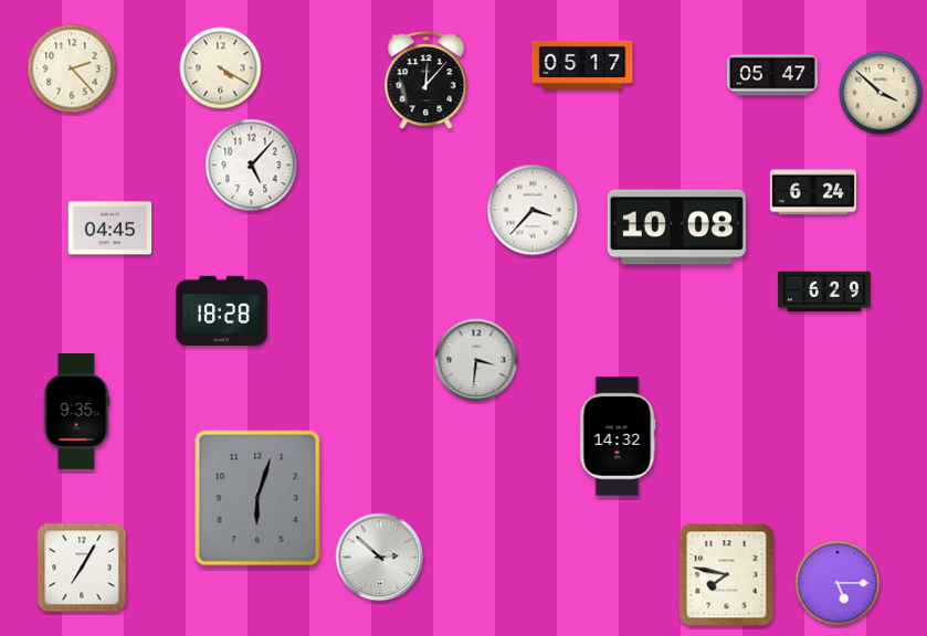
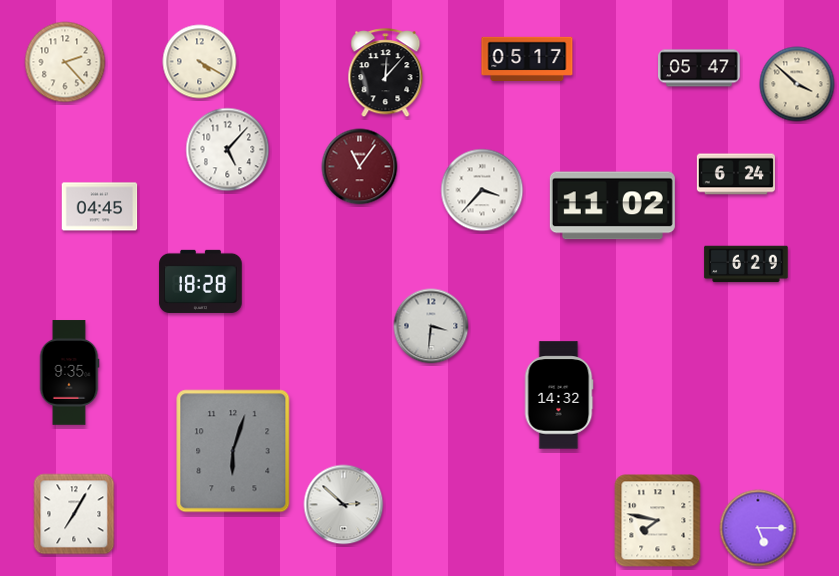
clock at (360, 167): none -> 11:06
clock at (676, 227): 10:08 -> 11:02
